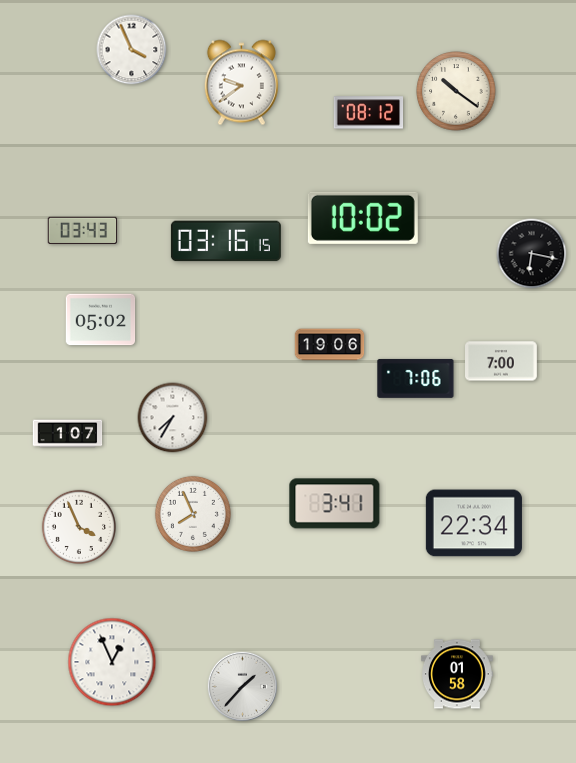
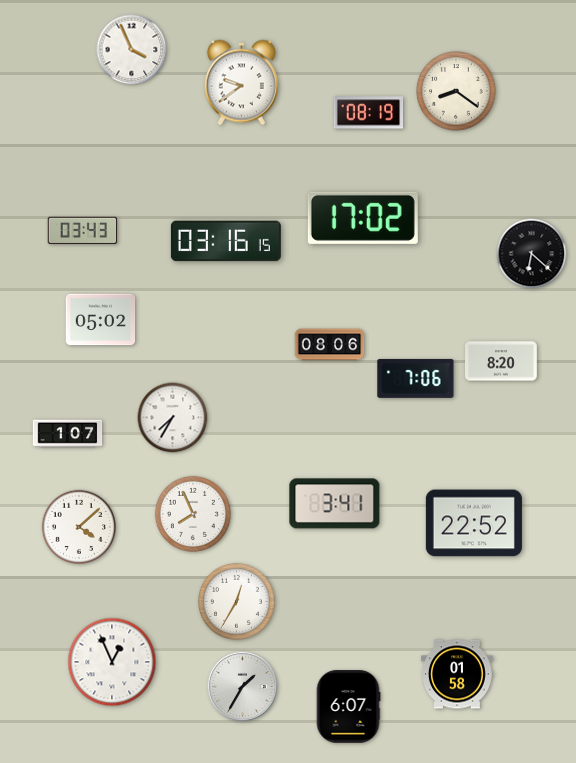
clock at (456, 91): 10:21 -> 8:21
clock at (369, 113): 08:12 -> 08:19
clock at (363, 218): 10:02 -> 17:02
clock at (532, 254): 6:17 -> 6:22
clock at (330, 345): 19:06 -> 08:06
clock at (502, 361): 7:00 -> 8:20
clock at (474, 523): 22:34 -> 22:52
clock at (78, 526): 3:56 -> 4:08
clock at (236, 601): none -> 12:35
clock at (242, 686): 1:37 -> 1:35
clock at (348, 707): none -> 6:07
